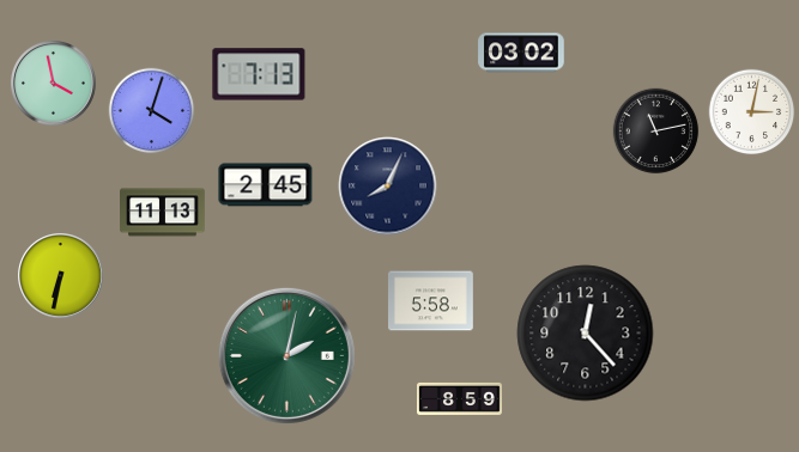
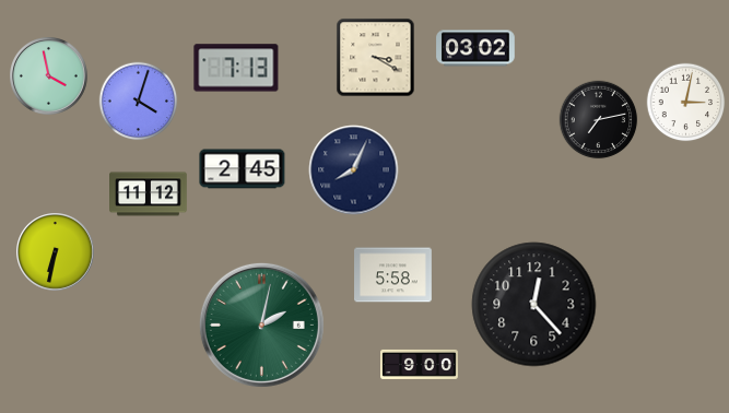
clock at (376, 58): none -> 3:20
clock at (656, 132): 11:13 -> 7:13
clock at (163, 213): 11:13 -> 11:12
clock at (460, 398): 8:59 -> 9:00
